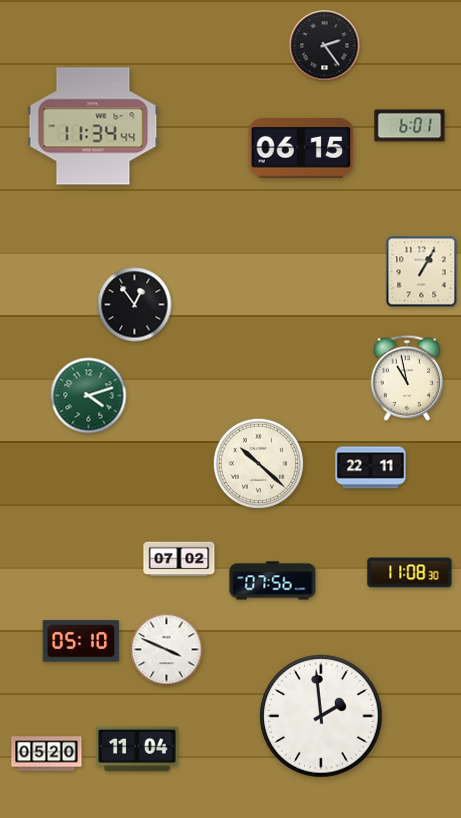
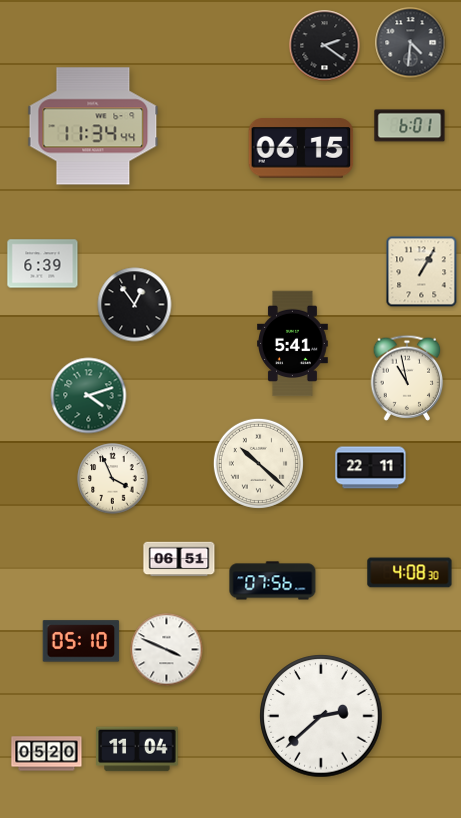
clock at (411, 43): none -> 4:31
clock at (325, 46): 2:24 -> 2:21
clock at (43, 264): none -> 6:39
clock at (293, 344): none -> 5:41
clock at (113, 479): none -> 3:56
clock at (179, 559): 07:02 -> 06:51
clock at (410, 573): 11:08 -> 4:08
clock at (321, 716): 1:59 -> 2:38
